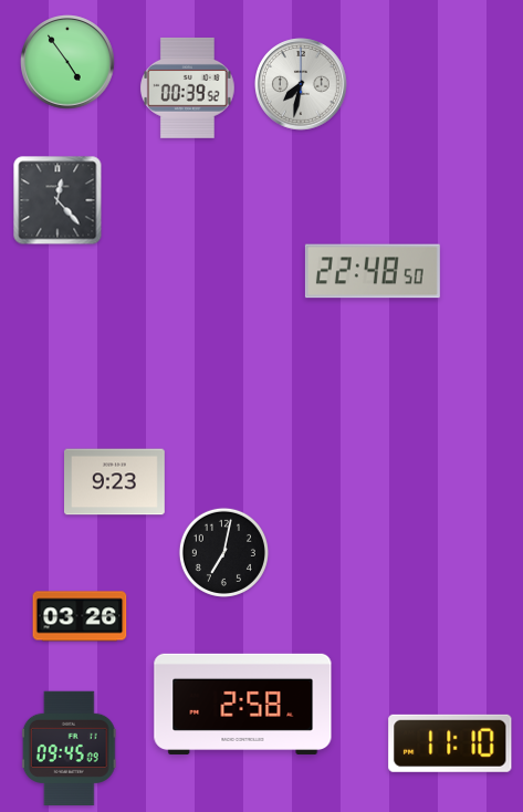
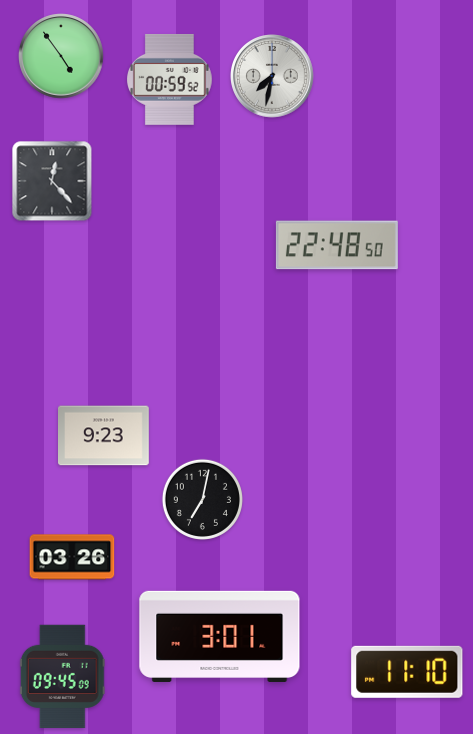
clock at (188, 87): 00:39 -> 00:59
clock at (243, 704): 2:58 -> 3:01
